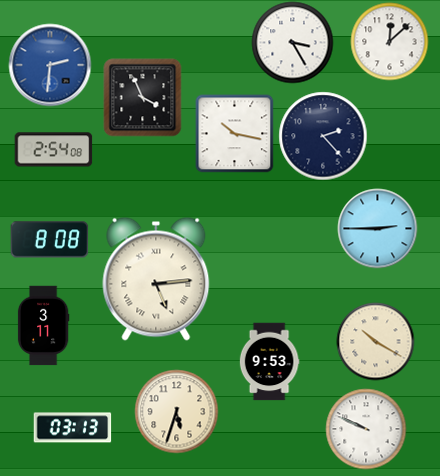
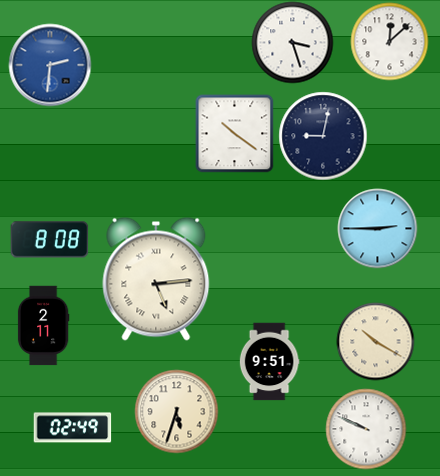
clock at (292, 42): 3:25 -> 3:27
clock at (142, 97): 3:56 -> none
clock at (234, 133): 10:17 -> 10:21
clock at (323, 136): 2:23 -> 9:02
clock at (53, 150): 2:54 -> none
clock at (43, 325): 3:11 -> 2:11
clock at (269, 361): 9:53 -> 9:51
clock at (72, 428): 03:13 -> 02:49
